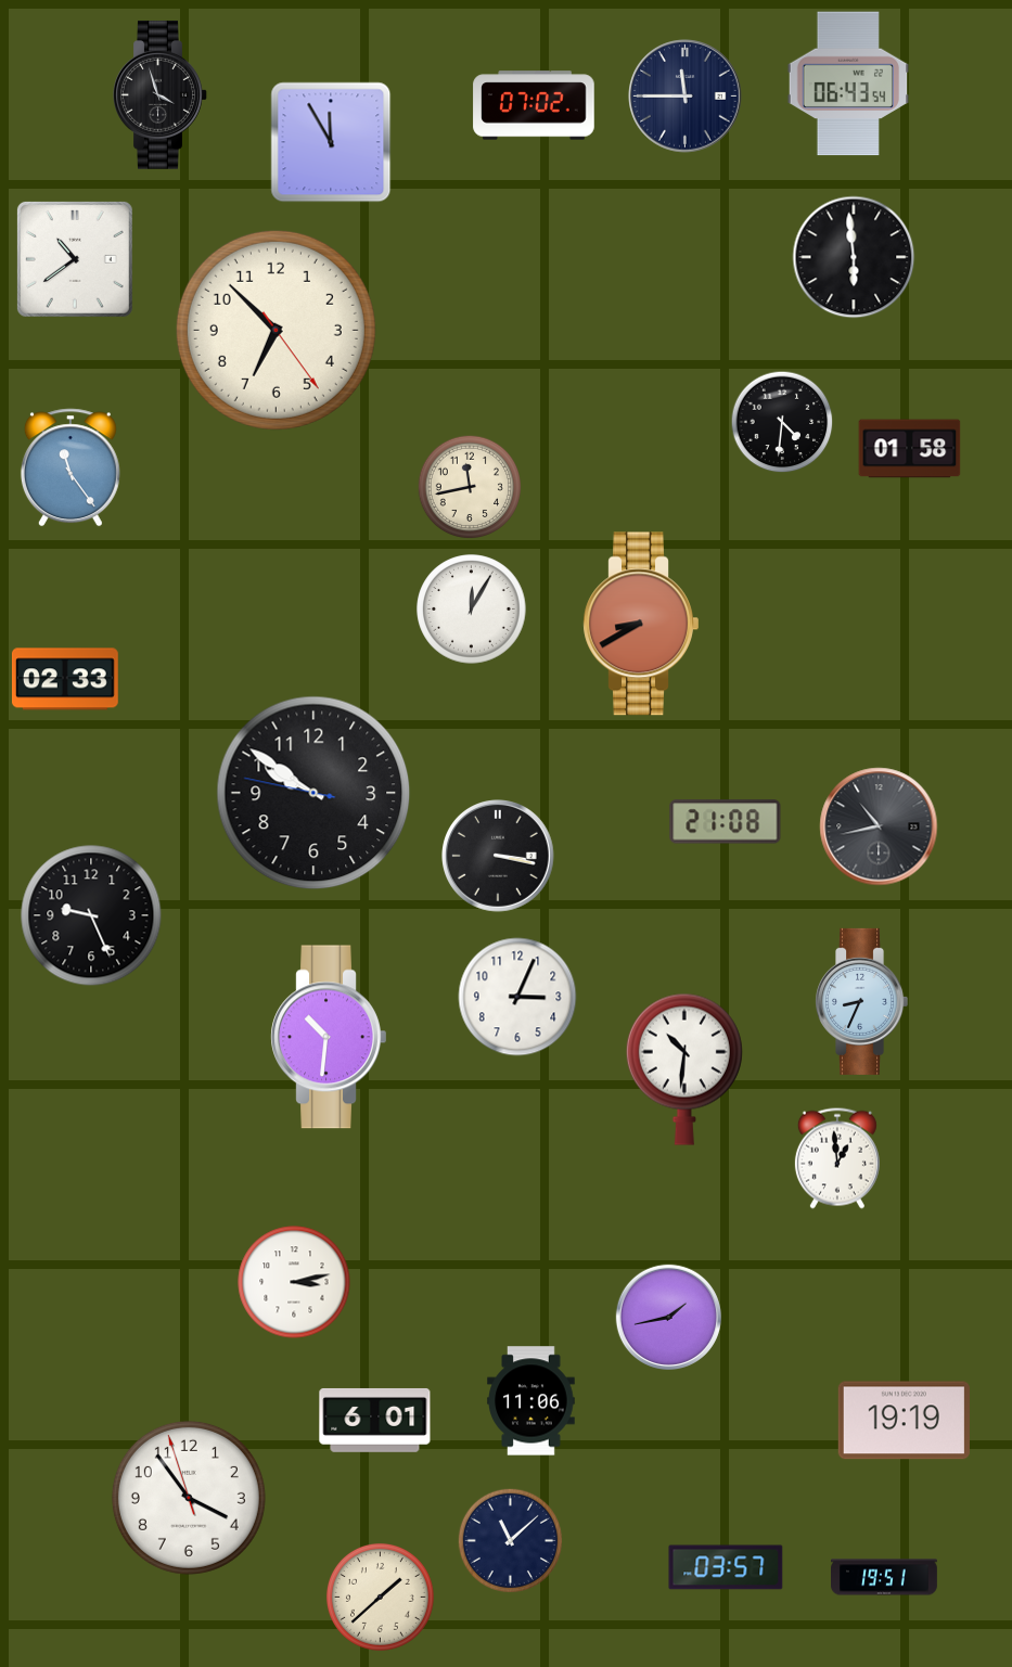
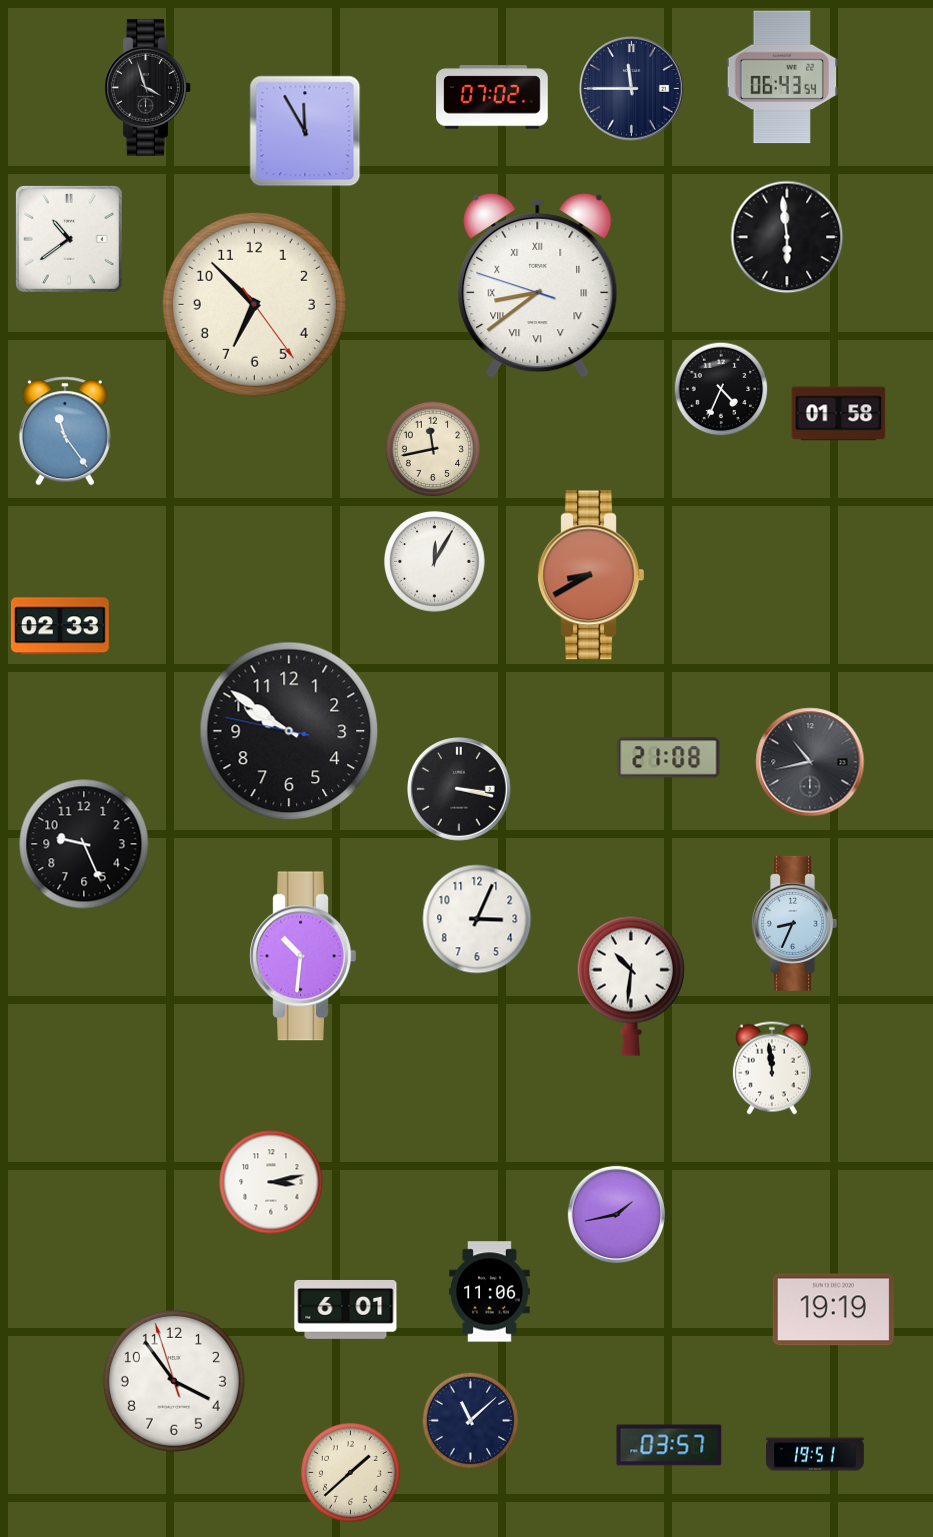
clock at (538, 285): none -> 8:38
clock at (782, 422): 4:31 -> 4:34
clock at (837, 1158): 12:59 -> 11:59
